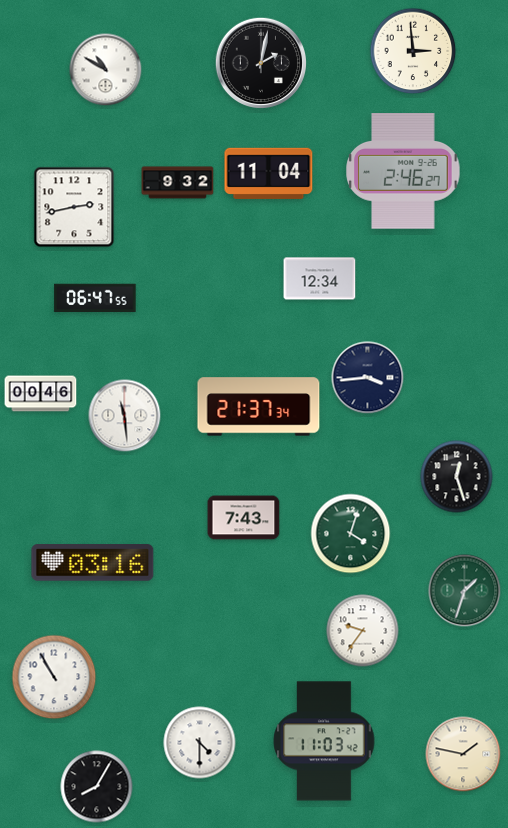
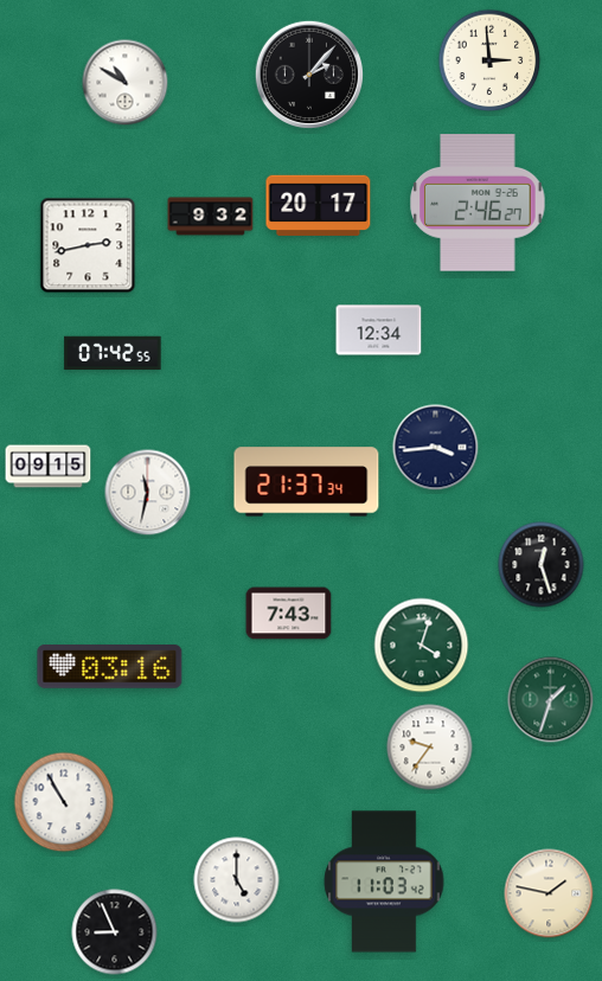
clock at (260, 62): 2:02 -> 2:07
clock at (269, 173): 11:04 -> 20:17
clock at (95, 297): 06:47 -> 07:42
clock at (41, 394): 00:46 -> 09:15
clock at (125, 416): 11:29 -> 11:32
clock at (351, 534) position: (351, 534) -> (422, 646)
clock at (324, 741) position: (324, 741) -> (384, 881)
clock at (200, 743): 4:30 -> 5:00
clock at (97, 787): 8:05 -> 8:56
